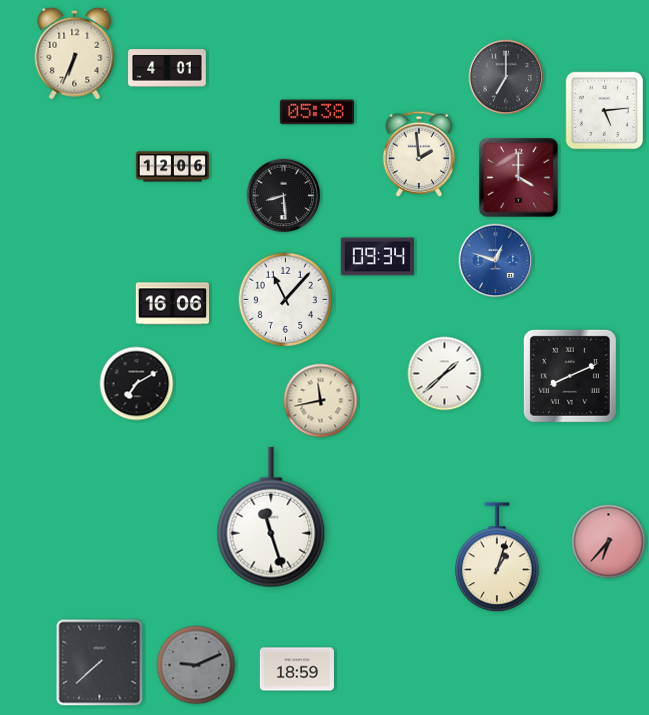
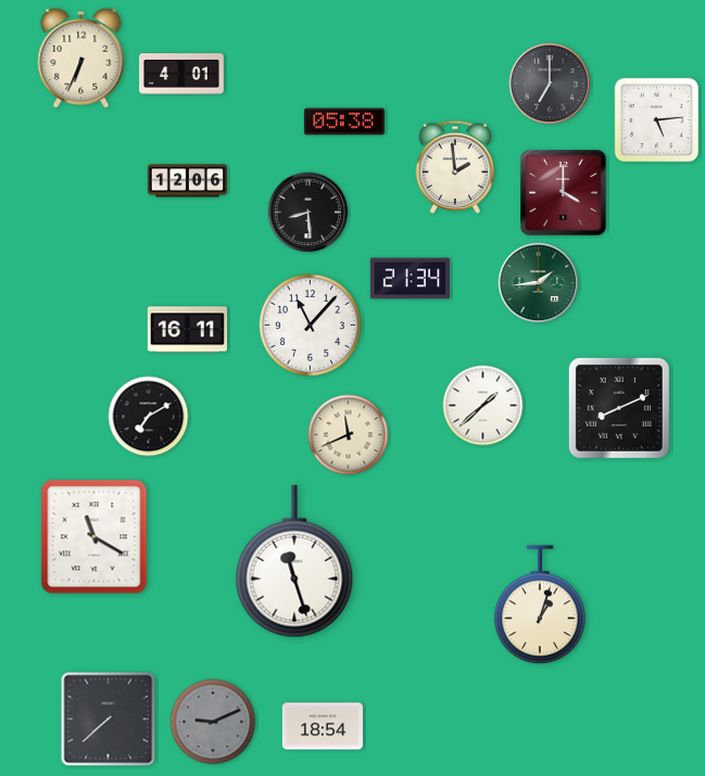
clock at (377, 257): 09:34 -> 21:34
clock at (496, 261): 12:48 -> 1:44
clock at (496, 261) dial: blue -> green
clock at (172, 304): 16:06 -> 16:11
clock at (321, 401): 11:43 -> 11:41
clock at (95, 537): none -> 11:20
clock at (609, 542): 6:37 -> none
clock at (297, 669): 18:59 -> 18:54
